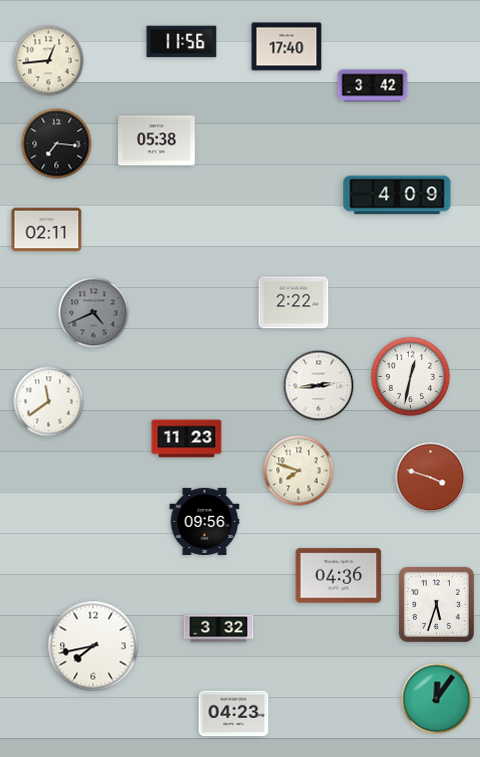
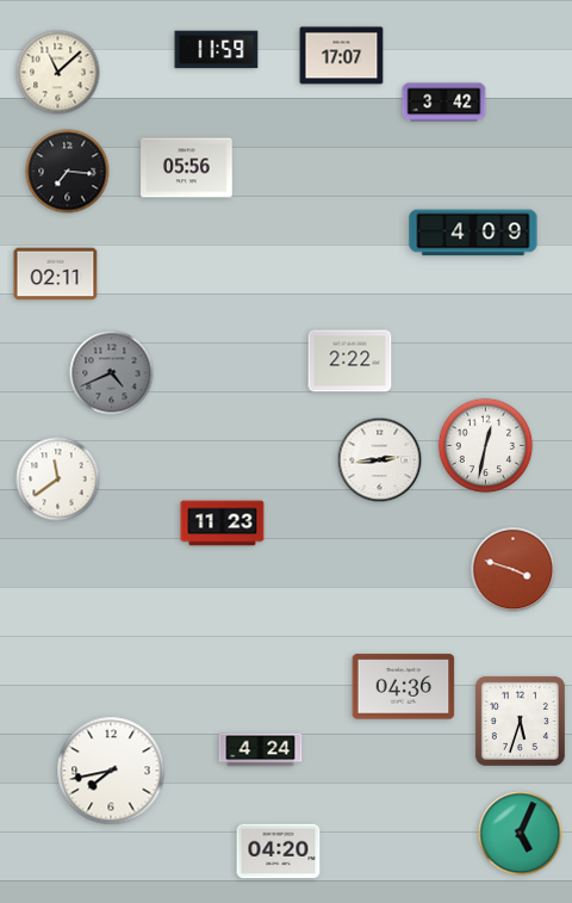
clock at (182, 42): 11:56 -> 11:59
clock at (287, 47): 17:40 -> 17:07
clock at (49, 61): 12:44 -> 11:08
clock at (157, 141): 05:38 -> 05:56
clock at (411, 377) position: (411, 377) -> (486, 446)
clock at (299, 471): 7:48 -> none
clock at (205, 521): 09:56 -> none
clock at (219, 629): 3:32 -> 4:24
clock at (437, 699): 12:06 -> 5:04
clock at (234, 714): 04:23 -> 04:20
